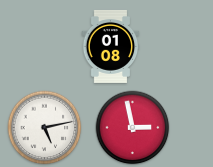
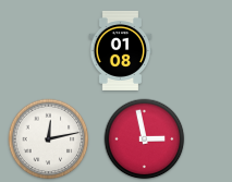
clock at (45, 128): 5:13 -> 12:13
